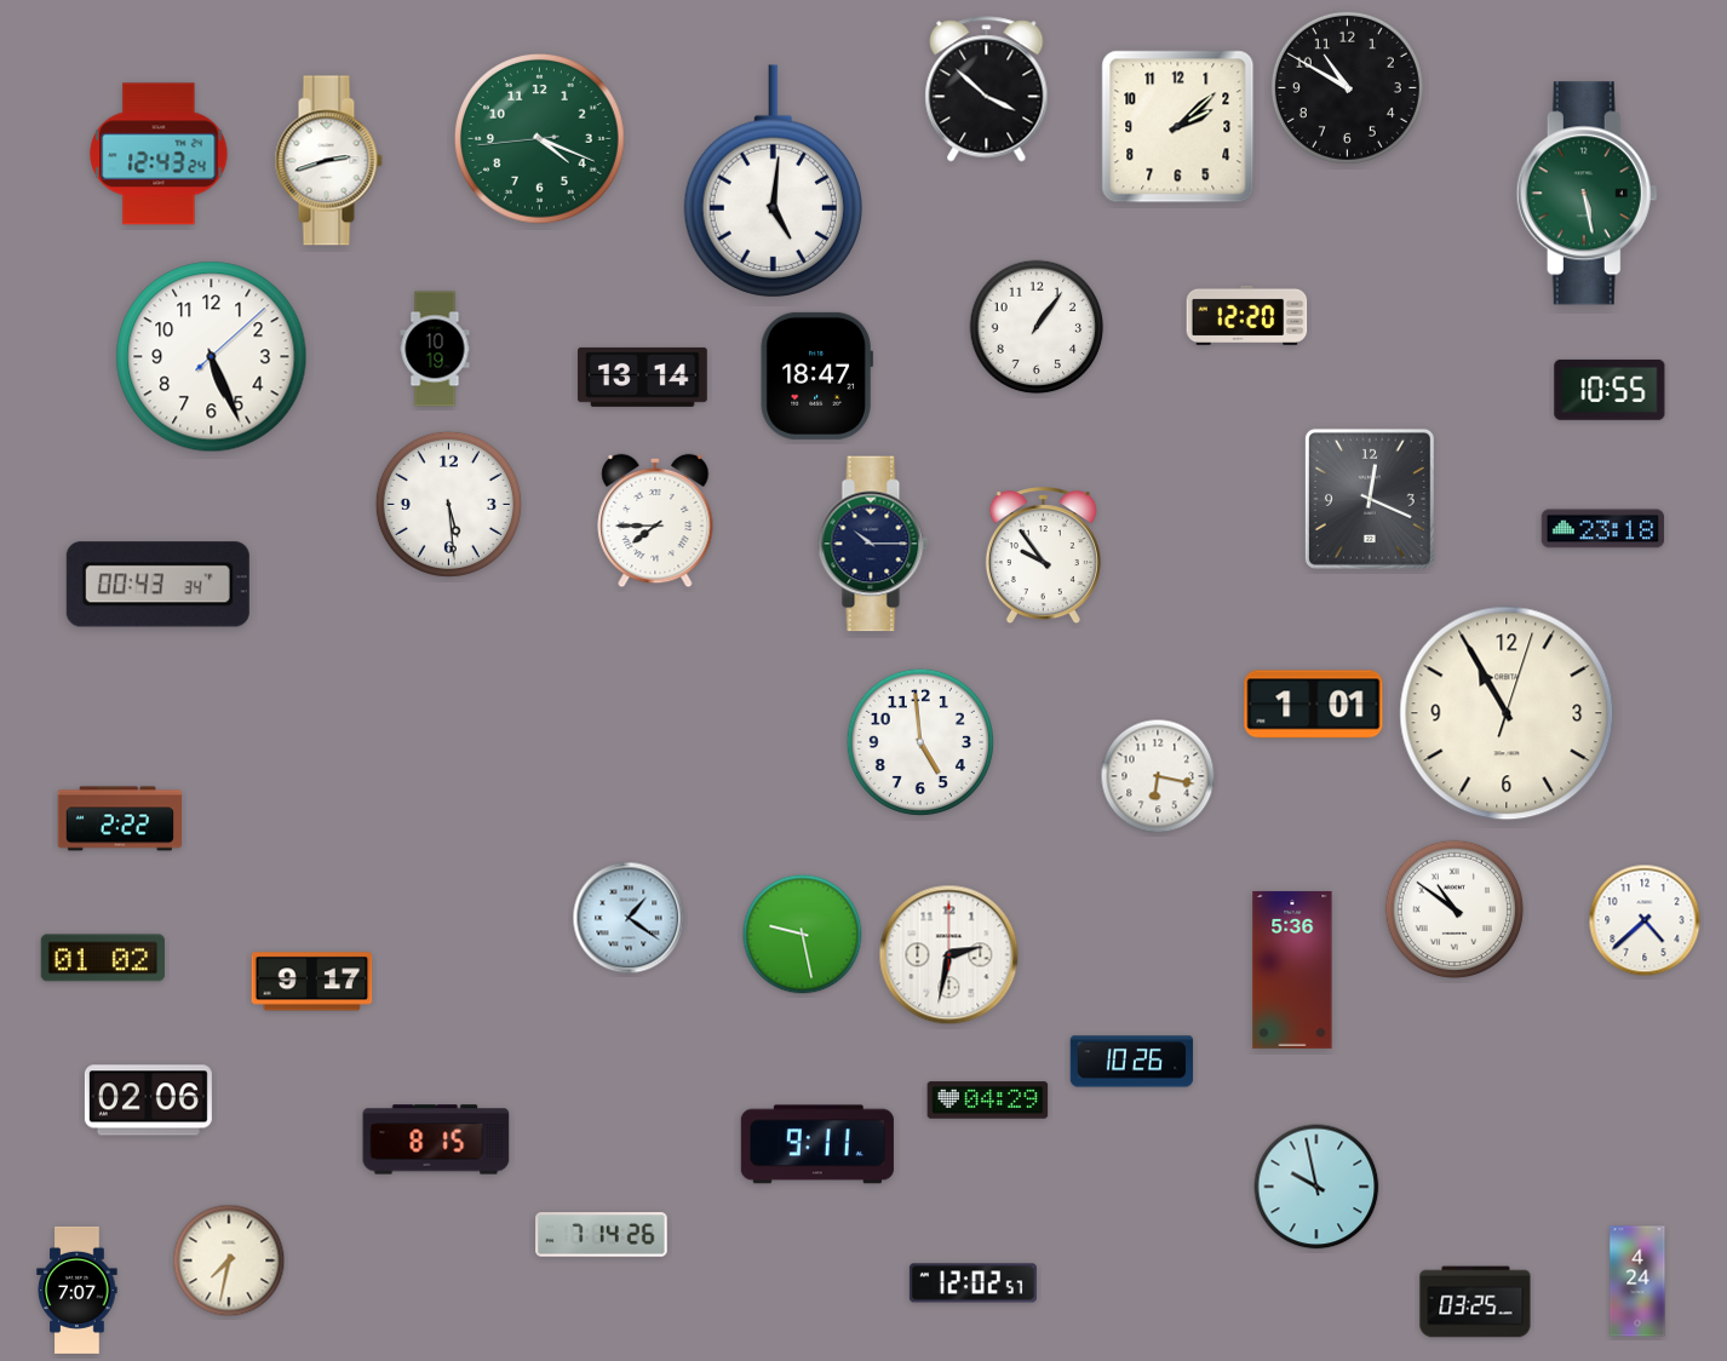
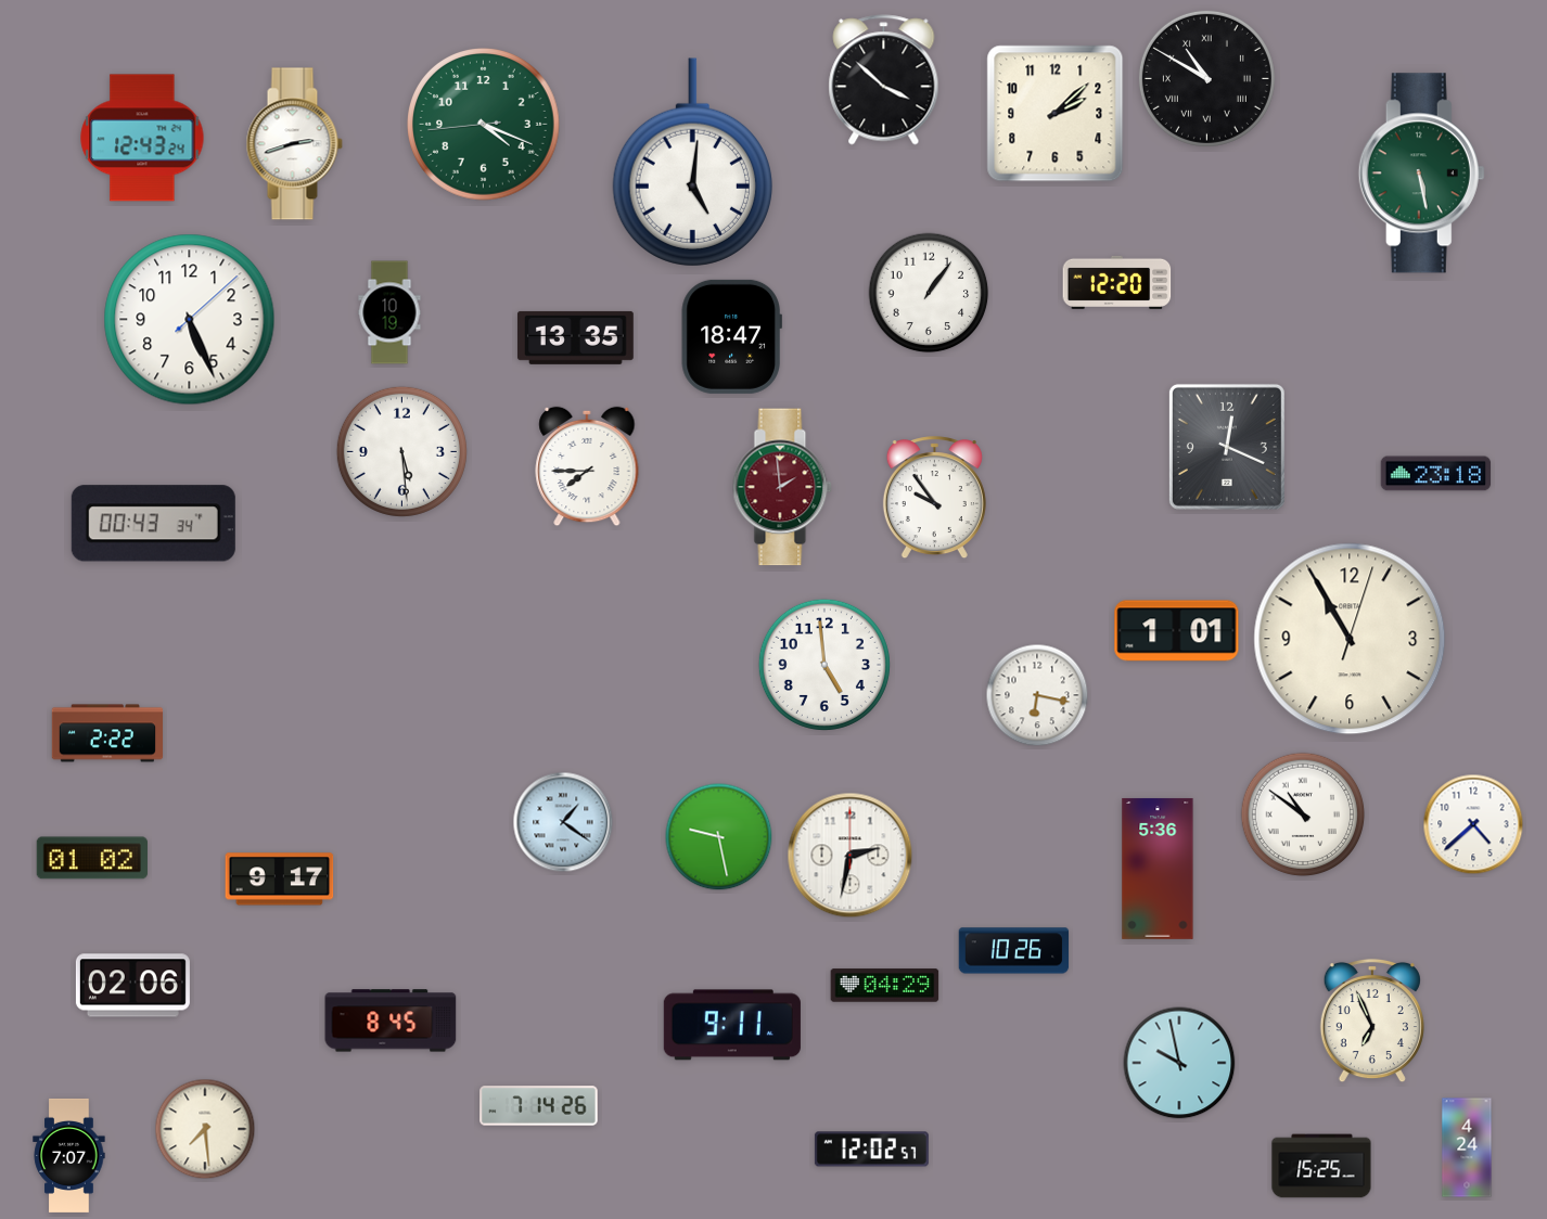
clock at (1347, 87) numerals: Arabic -> Roman
clock at (643, 377): 13:14 -> 13:35
clock at (1610, 390): 10:55 -> none
clock at (873, 544): 10:15 -> 1:59
clock at (873, 544) dial: navy -> burgundy
clock at (157, 585) position: (157, 585) -> (153, 524)
clock at (436, 1139): 8:15 -> 8:45
clock at (1372, 1021): none -> 6:56
clock at (229, 1260): 7:32 -> 7:29
clock at (1475, 1302): 03:25 -> 15:25
